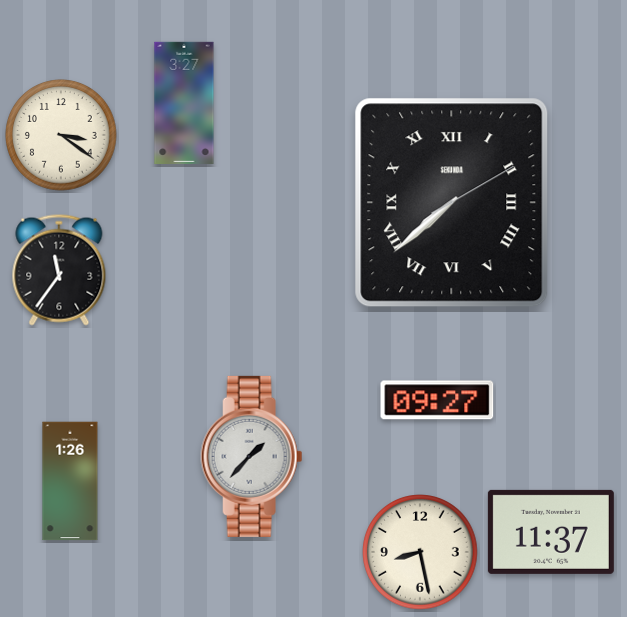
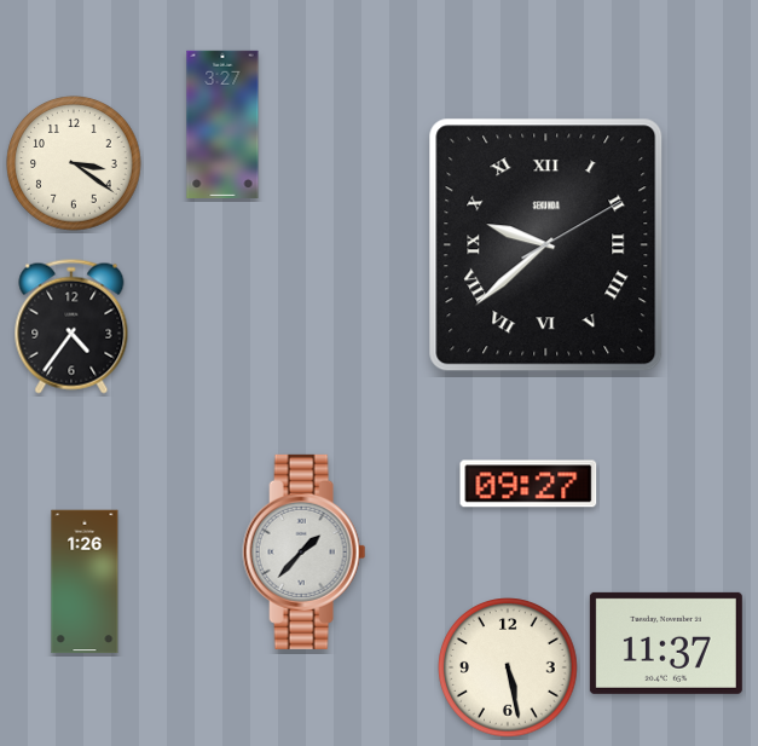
clock at (452, 203): 7:38 -> 9:38
clock at (59, 270): 11:36 -> 4:36
clock at (420, 552): 8:28 -> 5:28
